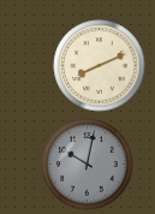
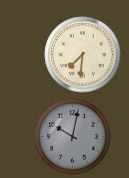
clock at (100, 66): 8:11 -> 7:31
